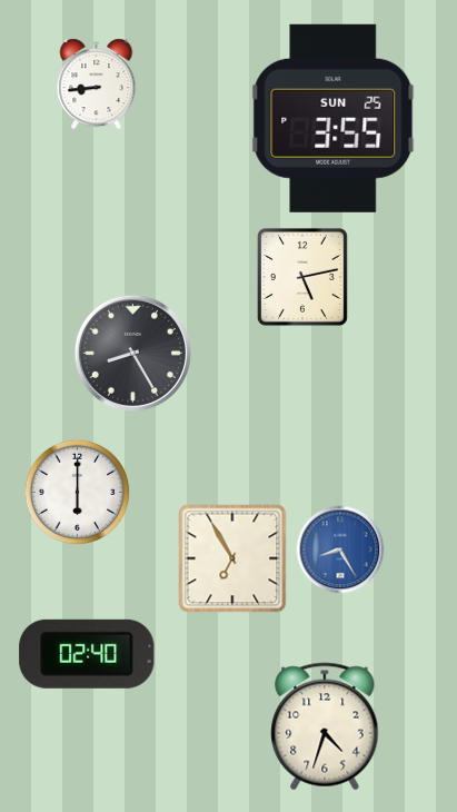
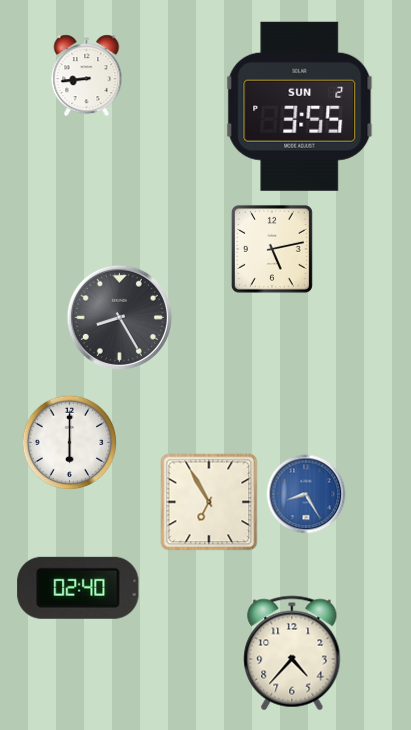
clock at (334, 118) date: SUN 25 -> SUN 2
clock at (325, 726): 4:33 -> 4:37
